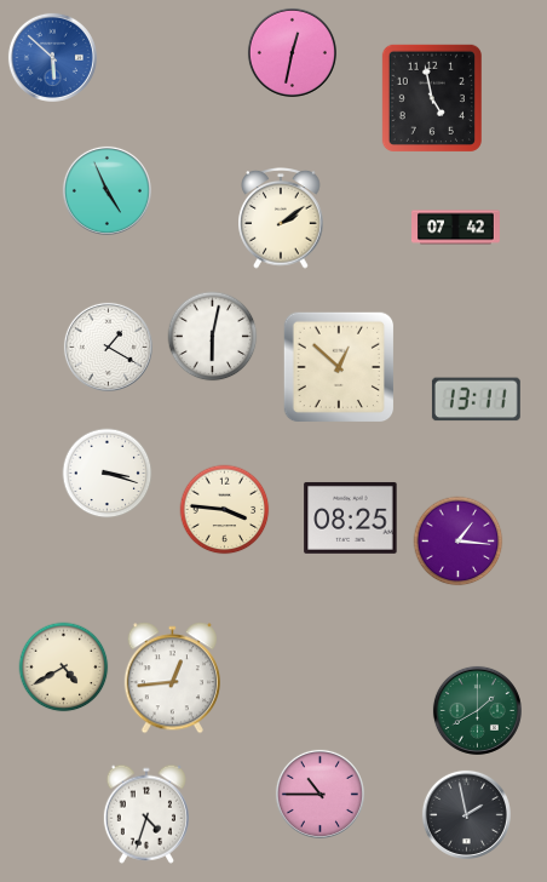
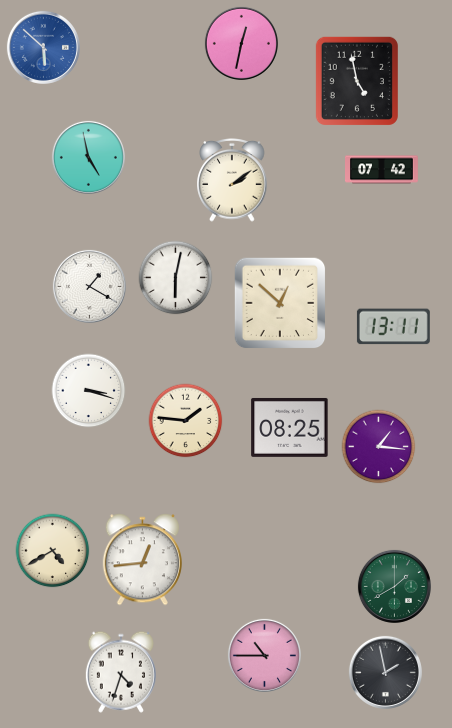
clock at (106, 190): 4:56 -> 4:58
clock at (456, 228) position: (456, 228) -> (382, 170)
clock at (476, 400) position: (476, 400) -> (393, 327)
clock at (225, 510): 3:46 -> 1:46
